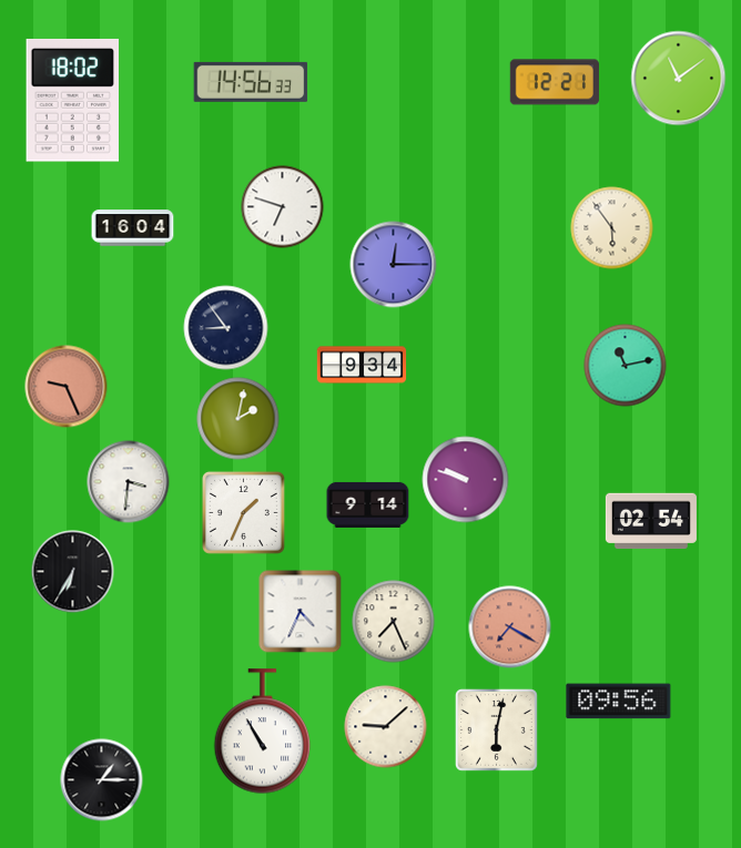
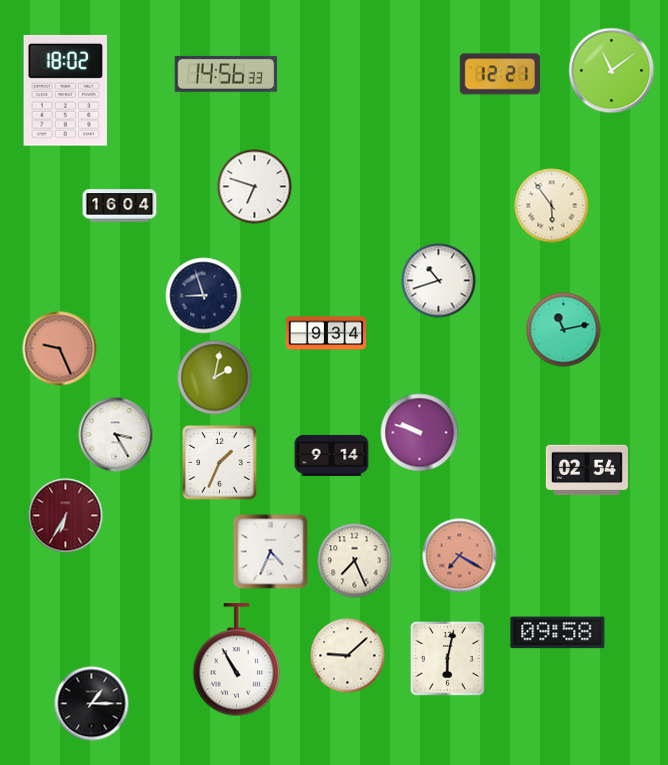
clock at (394, 265): 12:15 -> none
clock at (439, 281): none -> 10:42
clock at (226, 328): 8:54 -> 8:57
clock at (362, 365) position: (362, 365) -> (326, 333)
clock at (129, 482): 3:31 -> 3:25
clock at (73, 572) dial: black -> burgundy
clock at (510, 627) position: (510, 627) -> (460, 556)
clock at (619, 702): 09:56 -> 09:58
